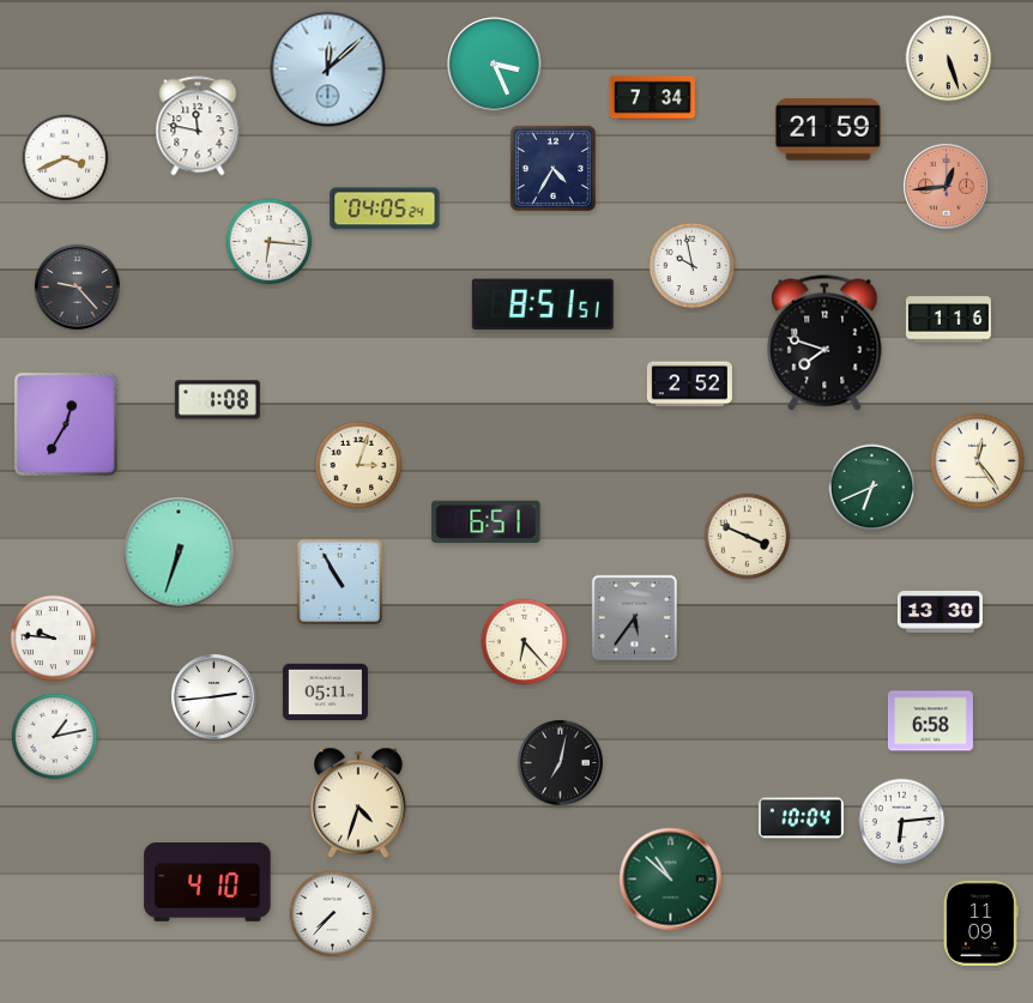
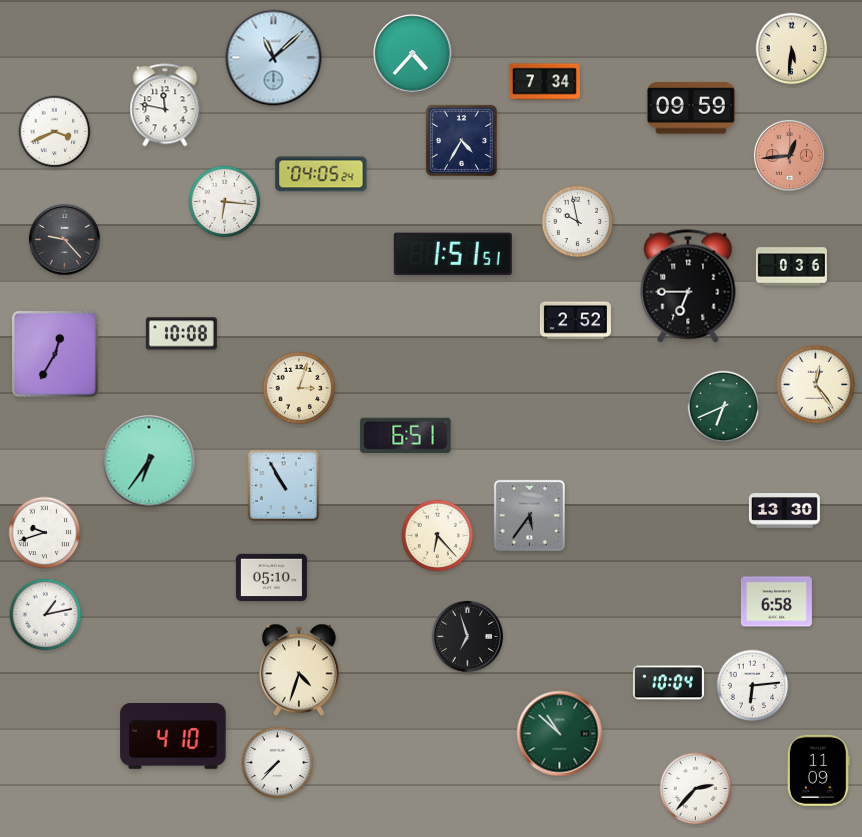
clock at (949, 59): 5:27 -> 5:31
clock at (495, 65): 3:26 -> 4:37
clock at (328, 70): 12:08 -> 11:08
clock at (828, 129): 21:59 -> 09:59
clock at (543, 304): 8:51 -> 1:51
clock at (948, 320): 1:16 -> 0:36
clock at (824, 343): 7:48 -> 6:45
clock at (217, 400): 1:08 -> 10:08
clock at (872, 488) position: (872, 488) -> (724, 407)
clock at (748, 537): 3:49 -> none
clock at (179, 552): 6:33 -> 6:36
clock at (54, 639): 9:46 -> 9:42
clock at (325, 693): 05:11 -> 05:10
clock at (213, 696): 2:44 -> none
clock at (560, 762): 7:02 -> 6:57
clock at (696, 789): none -> 2:37
